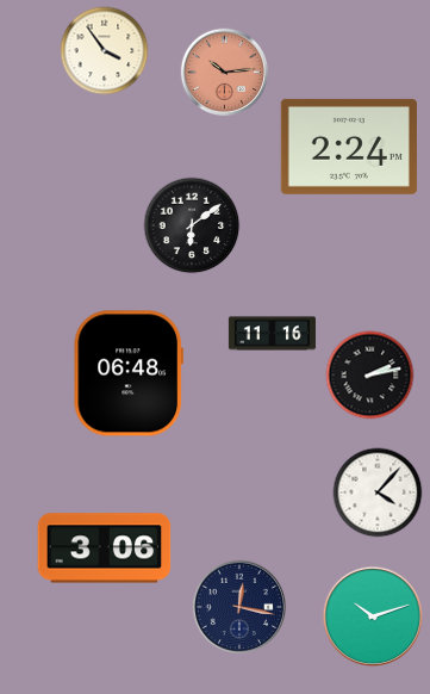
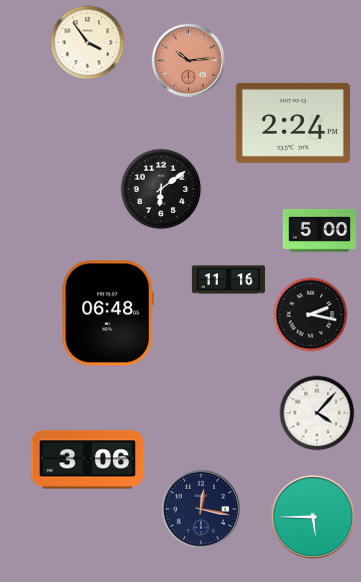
clock at (319, 230): none -> 5:00
clock at (370, 376): 2:13 -> 2:17
clock at (372, 615): 10:12 -> 5:45
